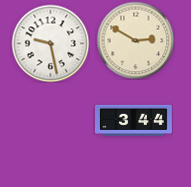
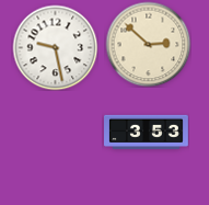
clock at (135, 40): 2:50 -> 2:52
clock at (134, 120): 3:44 -> 3:53
